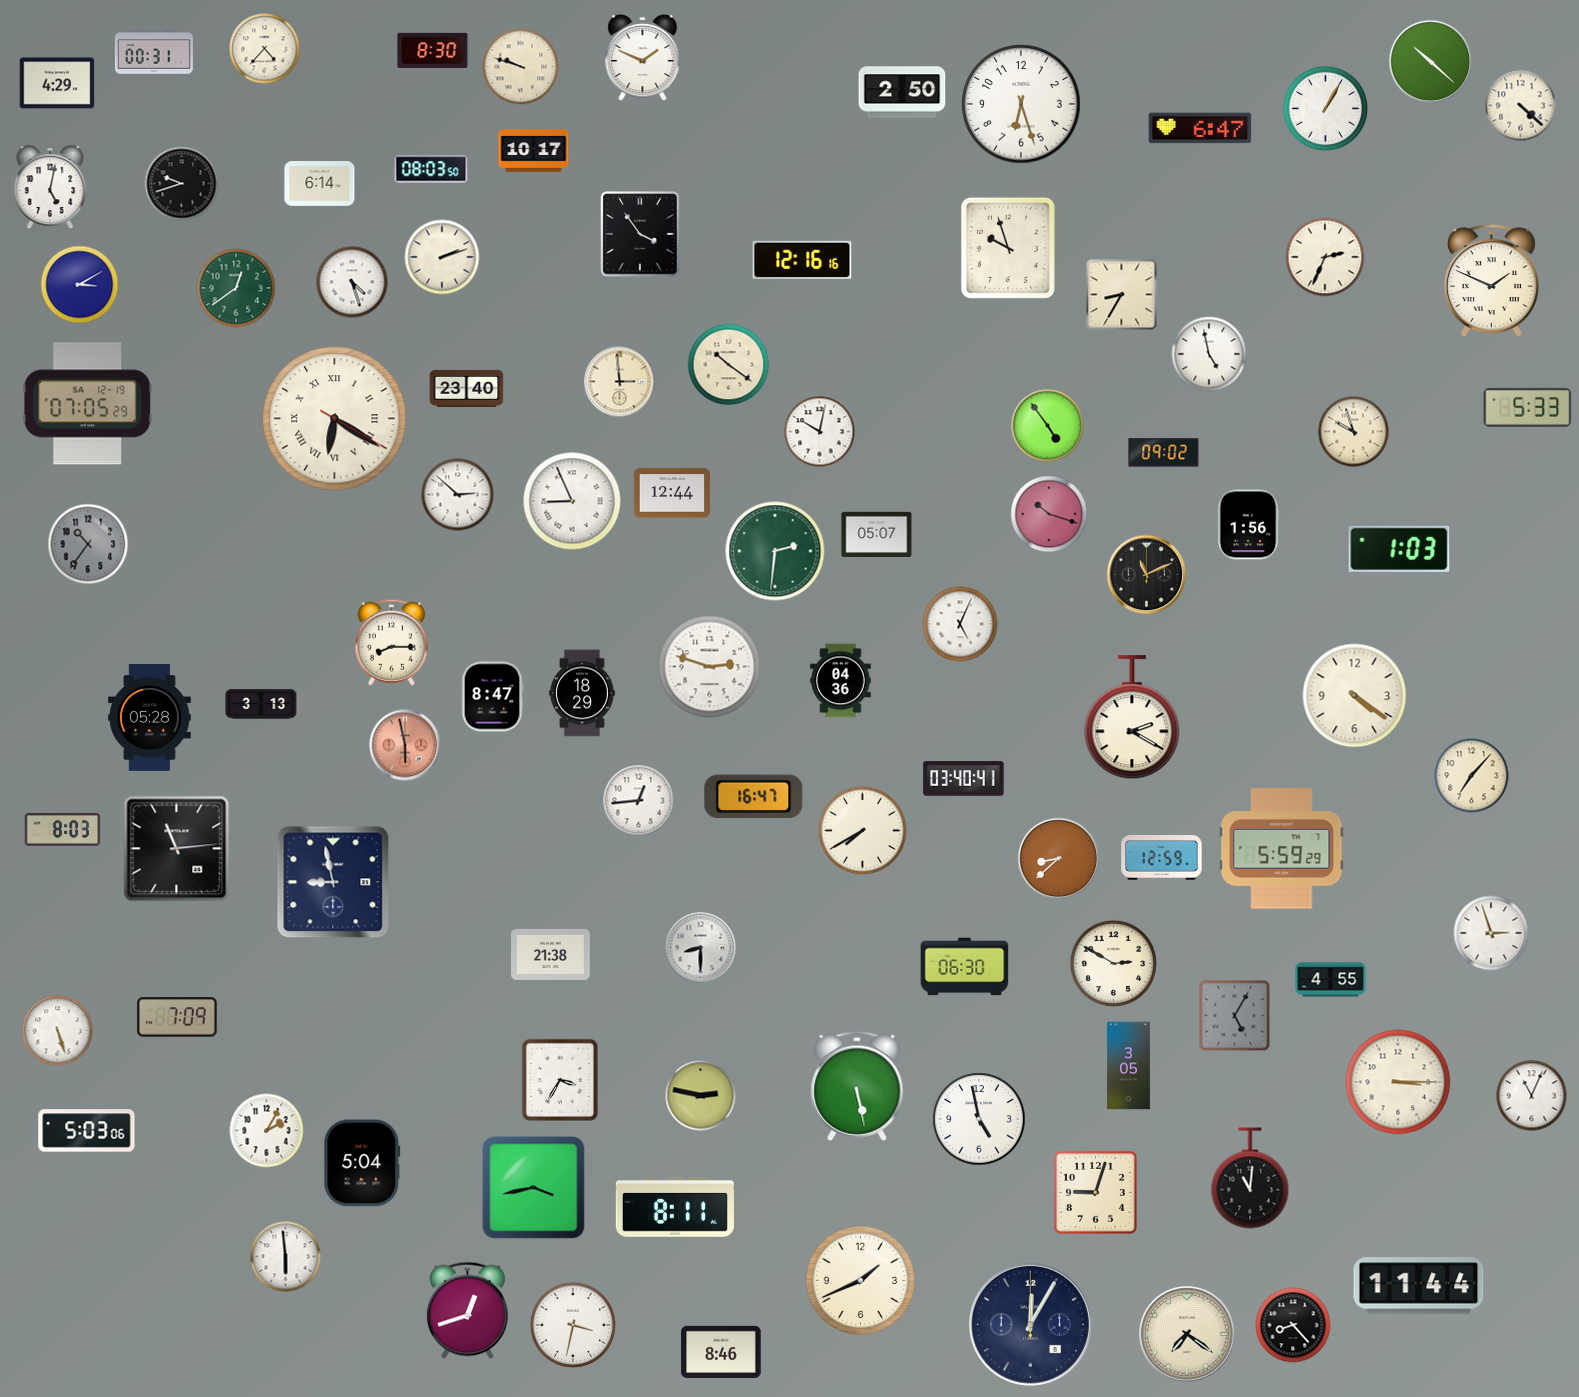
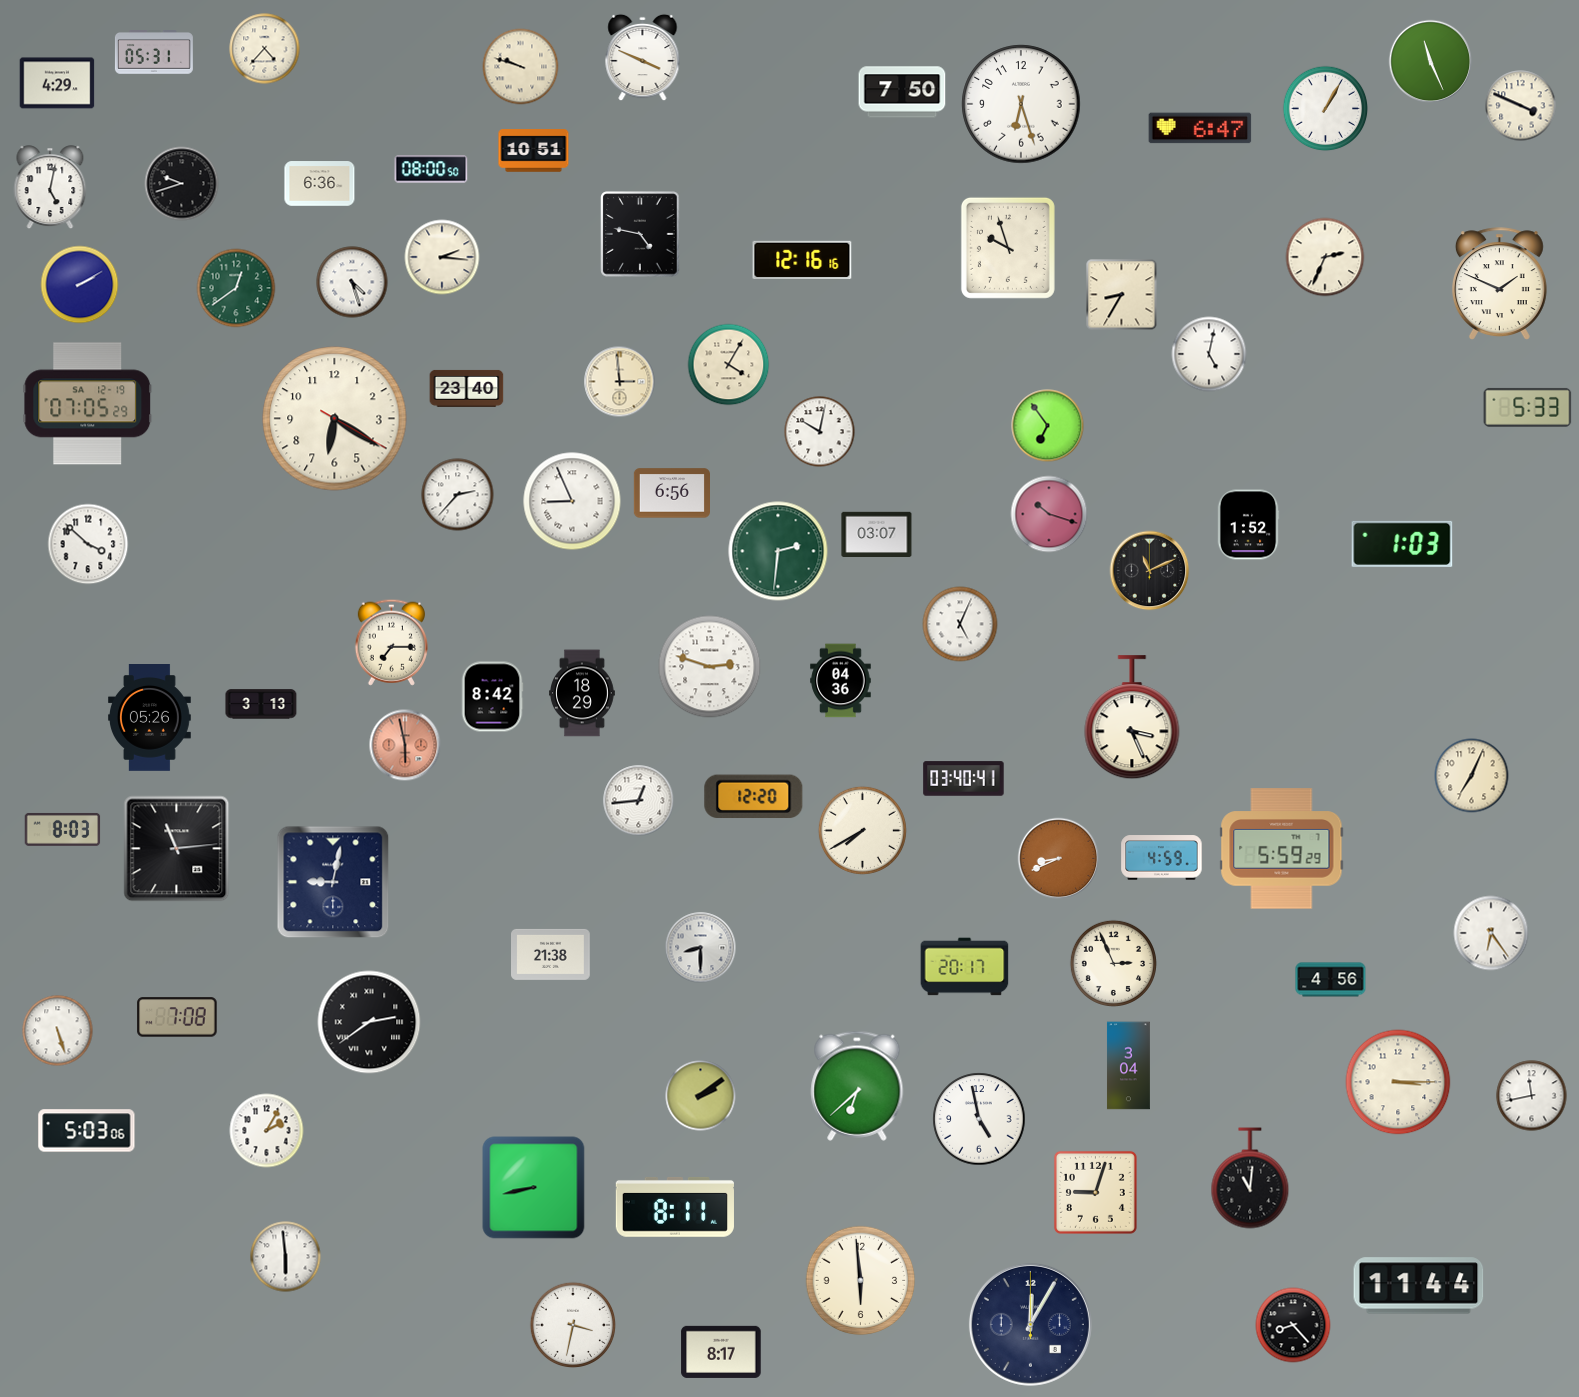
clock at (433, 50): 8:30 -> none
clock at (154, 53): 00:31 -> 05:31
clock at (643, 58): 1:49 -> 3:49
clock at (1431, 62): 10:22 -> 11:26
clock at (902, 92): 2:50 -> 7:50
clock at (1521, 106): 4:22 -> 3:49
clock at (534, 151): 10:17 -> 10:51
clock at (431, 169): 08:03 -> 08:00
clock at (320, 184): 6:14 -> 6:36
clock at (640, 234): 3:54 -> 4:47
clock at (442, 257): 2:12 -> 2:16
clock at (1491, 281) position: (1491, 281) -> (1499, 284)
clock at (80, 285): 3:10 -> 2:10
clock at (1209, 354): 4:58 -> 5:02
clock at (729, 365): 10:21 -> 4:05
clock at (335, 419) numerals: Roman -> Arabic
clock at (1048, 426): 4:54 -> 6:54
clock at (1354, 432): 9:57 -> none
clock at (1164, 453): 09:02 -> none
clock at (671, 493): 12:44 -> 6:56
clock at (458, 495): 2:52 -> 2:37
clock at (1248, 525): 1:56 -> 1:52
clock at (877, 534): 05:07 -> 03:07
clock at (88, 544): 10:36 -> 3:52
clock at (88, 544) dial: grey -> white
clock at (1399, 549) position: (1399, 549) -> (1402, 544)
clock at (775, 551) position: (775, 551) -> (778, 551)
clock at (1147, 575) position: (1147, 575) -> (1150, 571)
clock at (391, 642): 8:15 -> 7:15
clock at (1355, 696): 4:21 -> none
clock at (492, 697): 8:47 -> 8:42
clock at (150, 718): 05:28 -> 05:26
clock at (1132, 718): 2:20 -> 3:26
clock at (1472, 776): 7:07 -> 7:04
clock at (754, 797): 16:47 -> 12:20
clock at (1162, 858): 12:59 -> 4:59
clock at (1059, 859): 8:38 -> 8:41
clock at (333, 882): 8:58 -> 9:02
clock at (1491, 933): 2:57 -> 6:24
clock at (1113, 963): 2:50 -> 2:56
clock at (965, 967): 06:30 -> 20:17
clock at (1331, 980): 4:55 -> 4:56
clock at (1235, 1016): 5:05 -> none
clock at (177, 1017): 7:09 -> 7:08
clock at (369, 1022): none -> 2:39
clock at (1128, 1066): 3:05 -> 3:04
clock at (560, 1080): 3:35 -> none
clock at (857, 1086): 5:28 -> 6:38
clock at (701, 1096): 2:47 -> 2:09
clock at (1532, 1096): 11:04 -> 11:43
clock at (362, 1163): 5:04 -> none
clock at (534, 1188): 3:43 -> 8:43
clock at (861, 1281): 1:41 -> 5:59
clock at (468, 1311): 12:42 -> none
clock at (1187, 1334): 7:21 -> none
clock at (721, 1352): 8:46 -> 8:17
